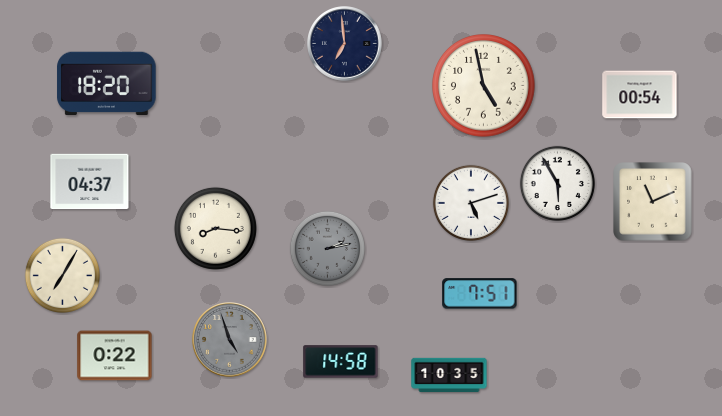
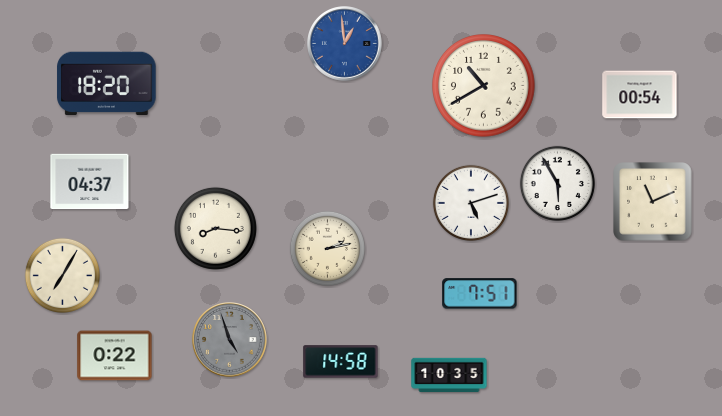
clock at (345, 44): 6:59 -> 12:59
clock at (345, 44) dial: navy -> blue
clock at (484, 86): 4:58 -> 10:40
clock at (327, 248) dial: grey -> cream
